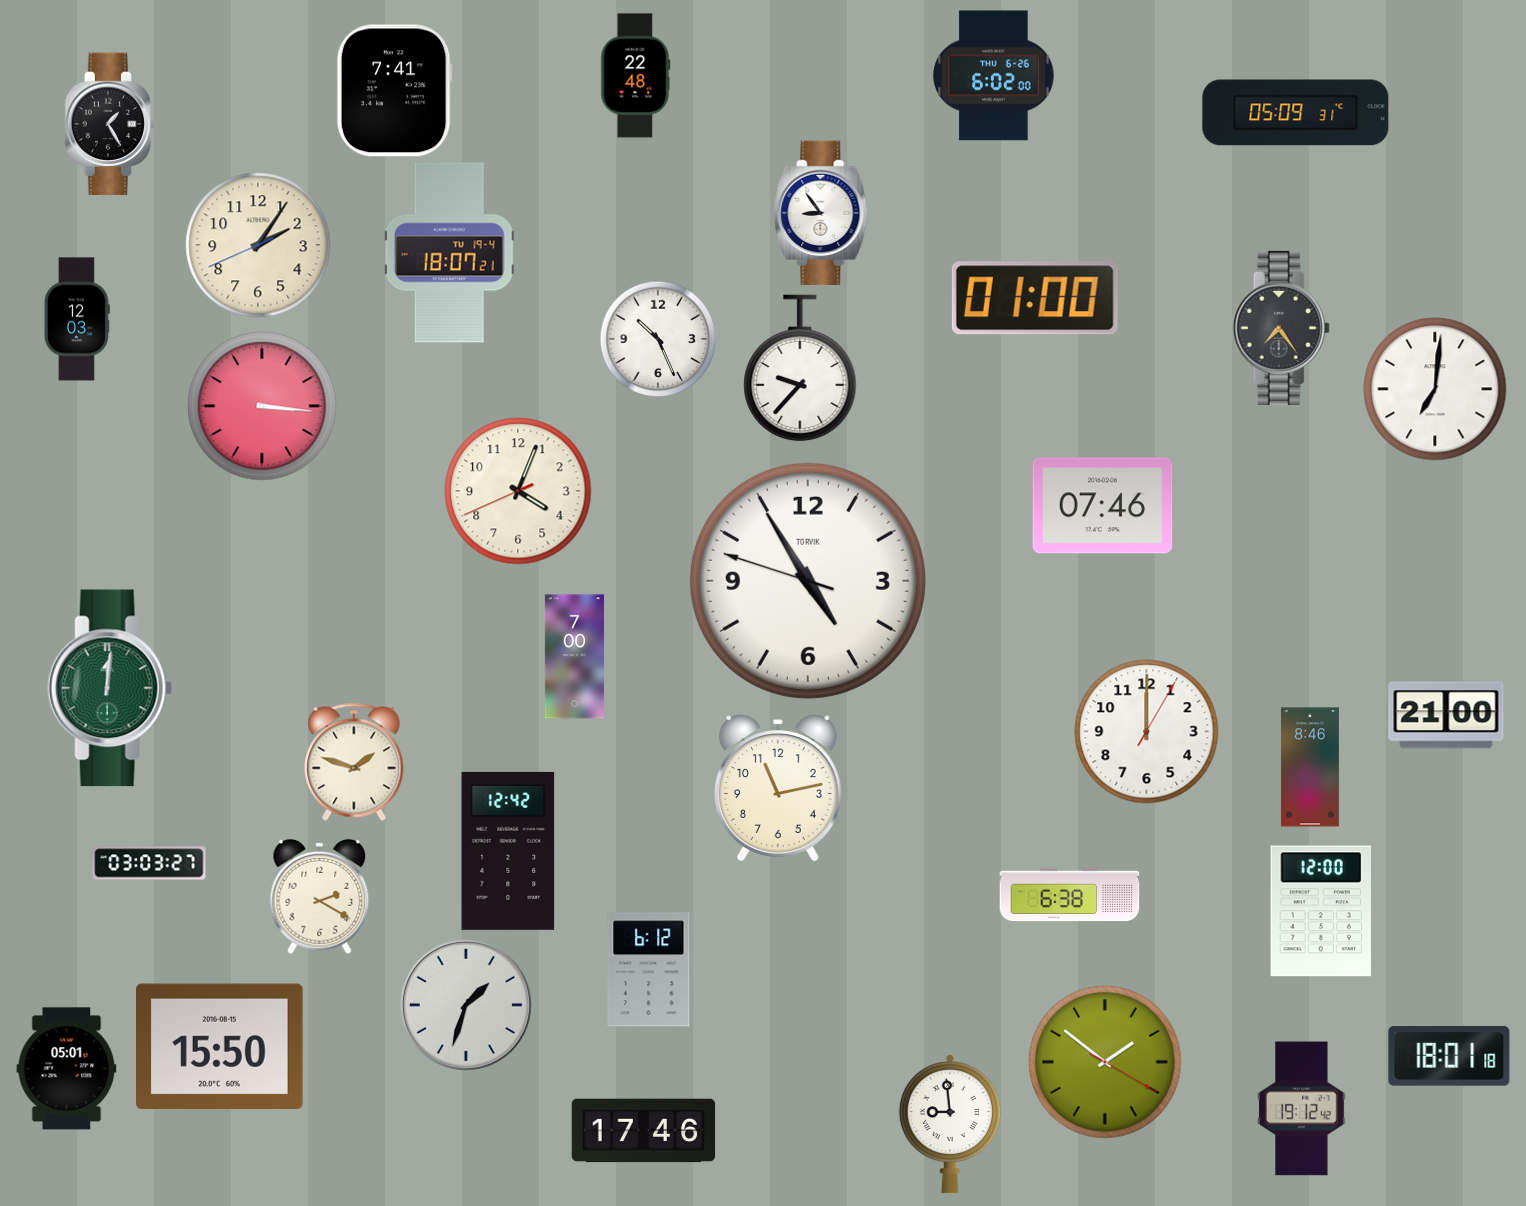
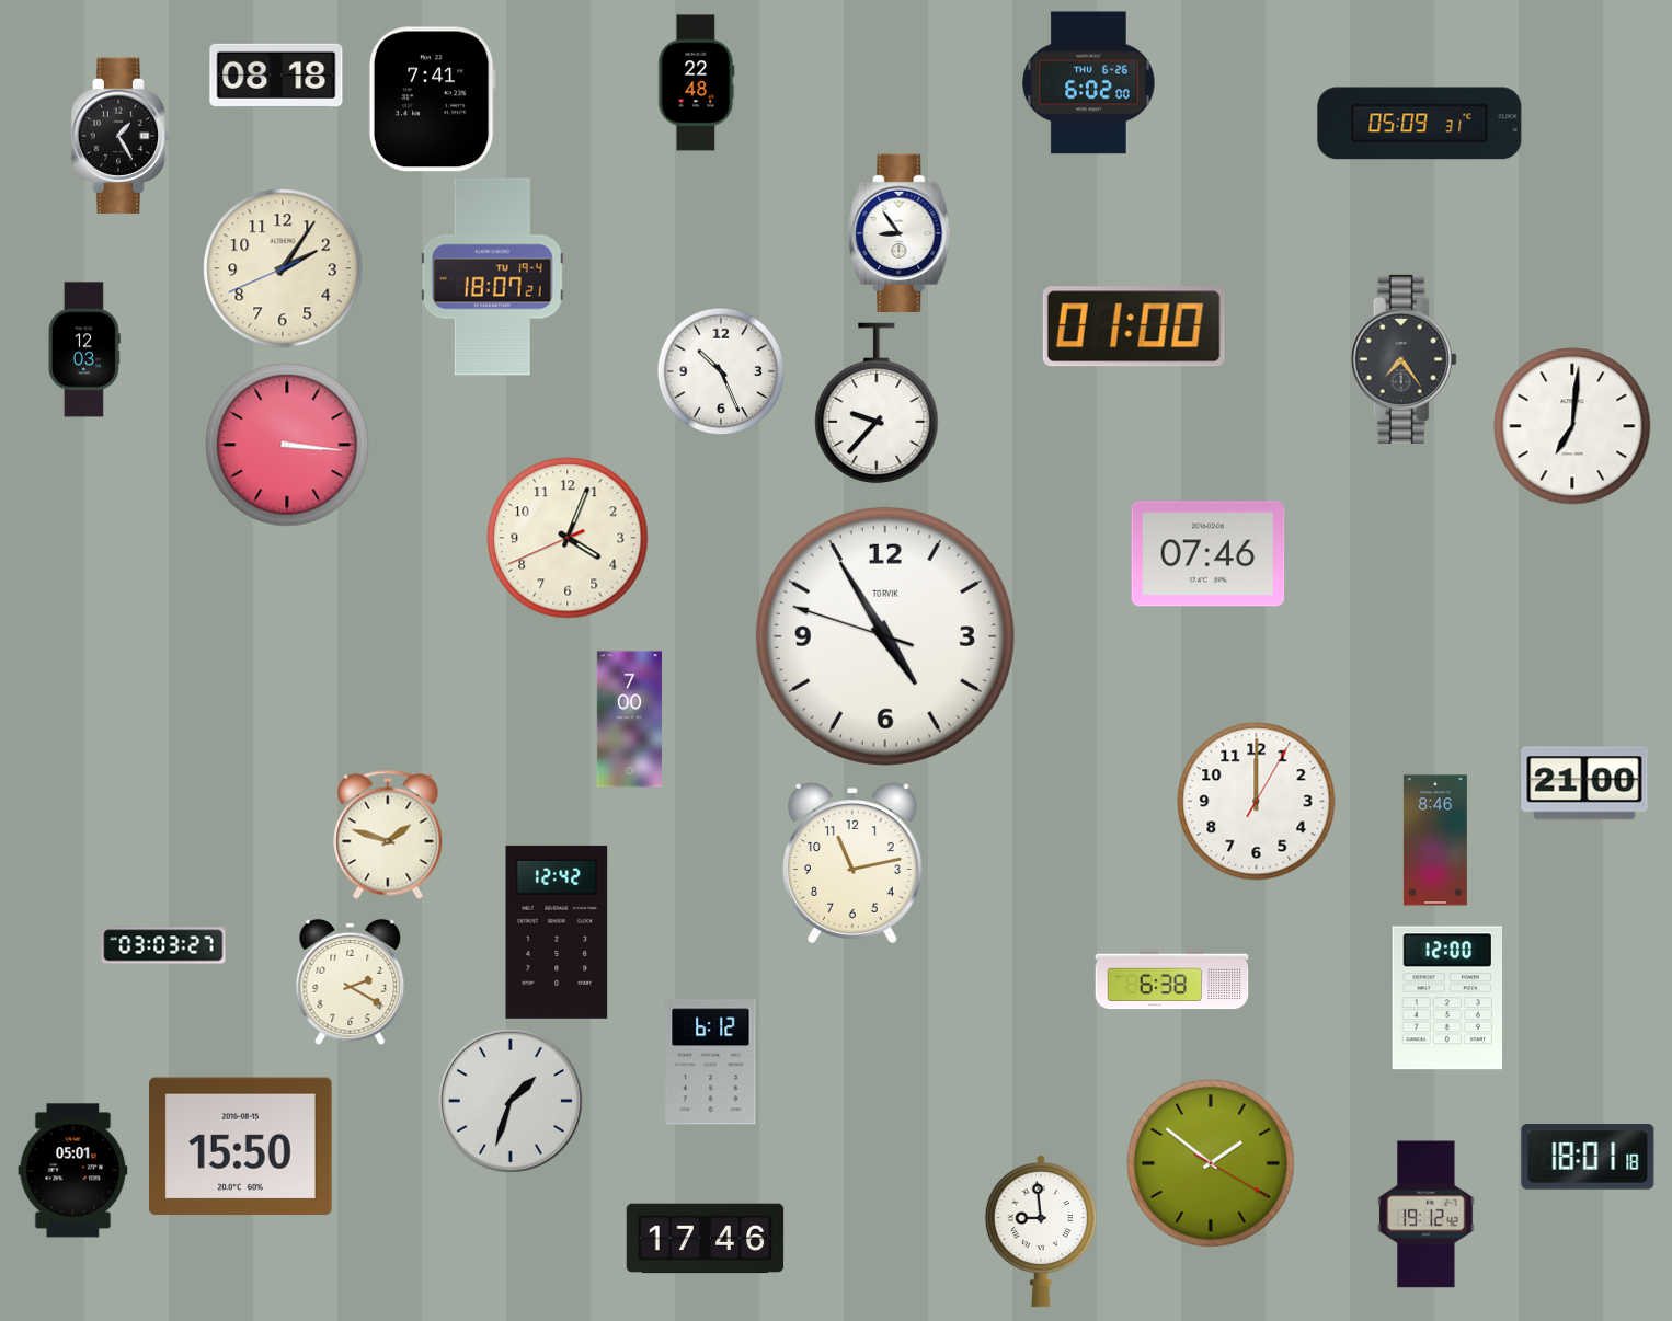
clock at (276, 76): none -> 08:18
clock at (110, 688): 12:01 -> none
